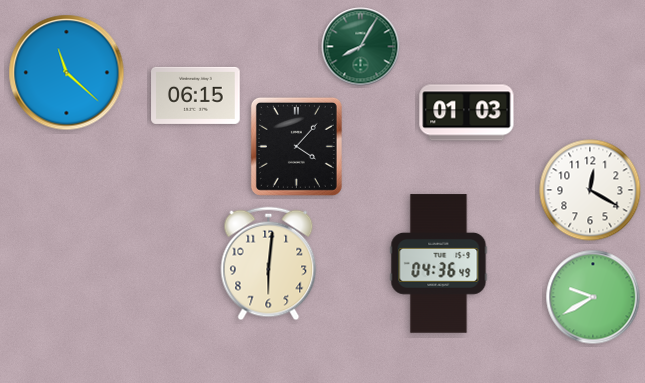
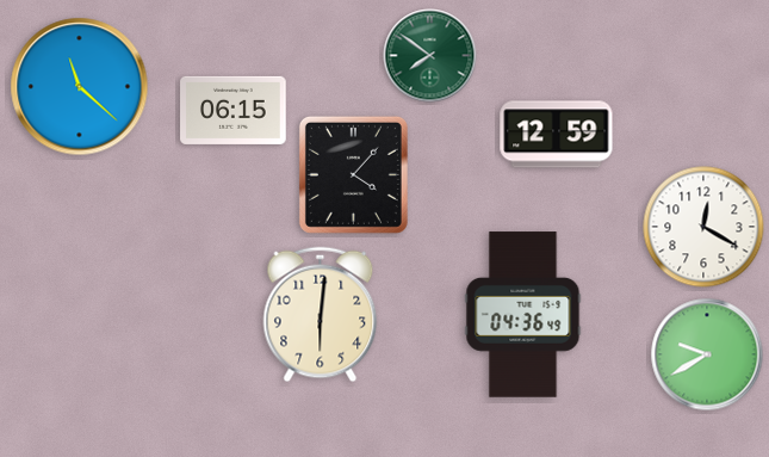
clock at (361, 47): 8:05 -> 7:51
clock at (196, 95) position: (196, 95) -> (234, 110)
clock at (467, 113): 01:03 -> 12:59
